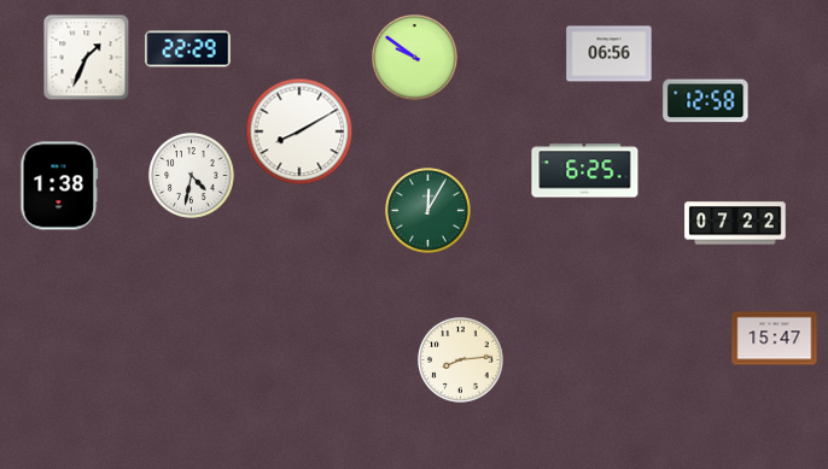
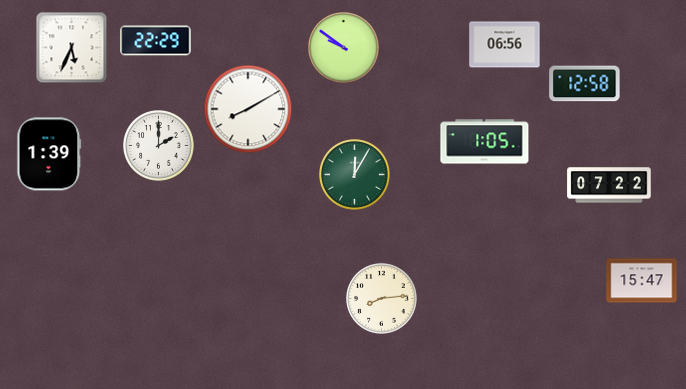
clock at (87, 58): 1:34 -> 5:34
clock at (585, 171): 6:25 -> 1:05
clock at (192, 176): 4:32 -> 2:00
clock at (59, 186): 1:38 -> 1:39
